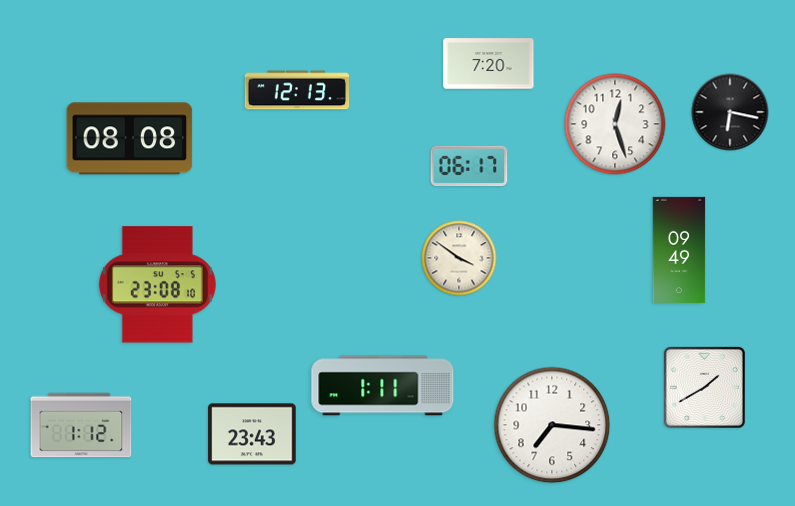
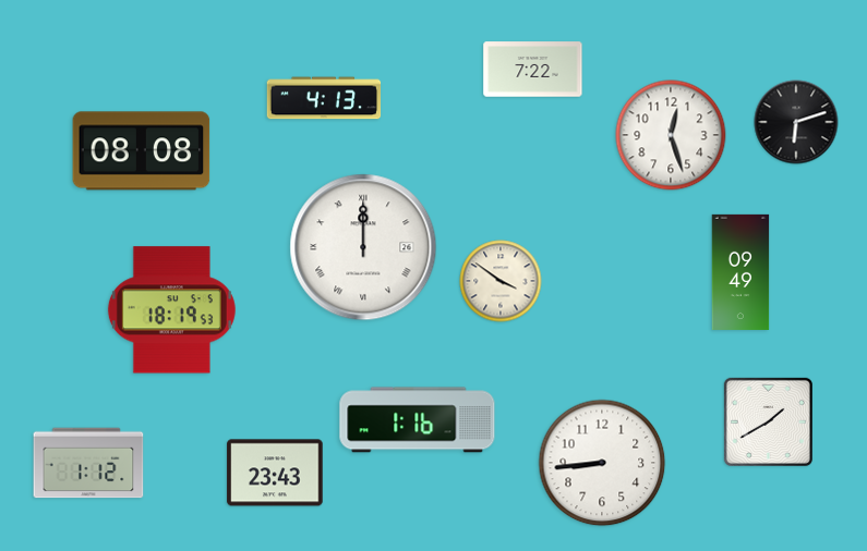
clock at (489, 64): 7:20 -> 7:22
clock at (297, 90): 12:13 -> 4:13
clock at (730, 112): 6:17 -> 6:12
clock at (469, 166): 06:17 -> none
clock at (363, 247): none -> 12:00
clock at (157, 285): 23:08 -> 18:19
clock at (383, 386): 1:11 -> 1:16
clock at (552, 425): 7:16 -> 8:44
